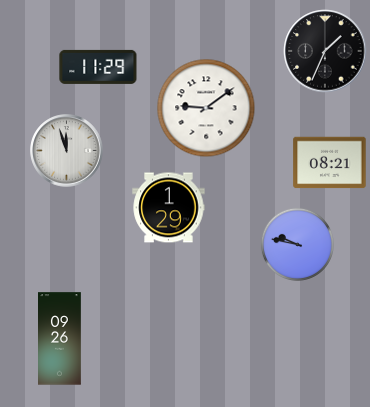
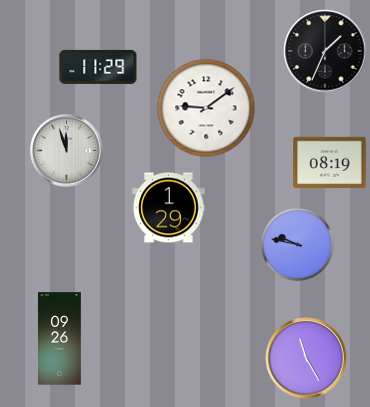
clock at (330, 163): 08:21 -> 08:19
clock at (306, 358): none -> 11:25
